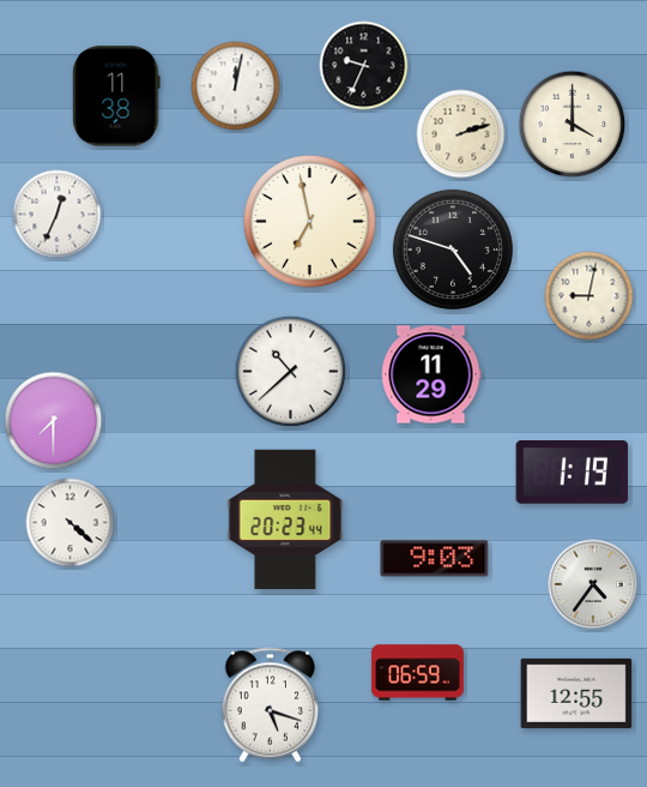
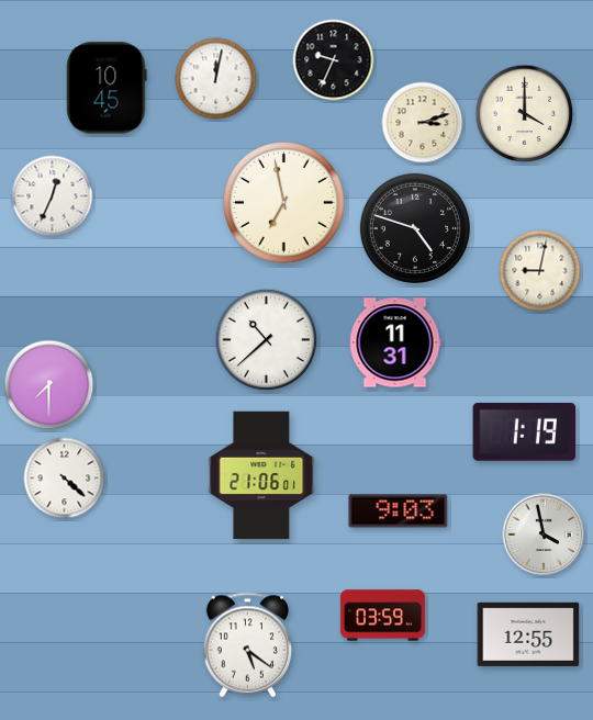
clock at (116, 96): 11:38 -> 10:45
clock at (461, 134): 2:12 -> 3:12
clock at (431, 374): 11:29 -> 11:31
clock at (285, 519): 20:23 -> 21:06
clock at (593, 584): 4:36 -> 3:58
clock at (417, 673): 06:59 -> 03:59
clock at (270, 705): 5:18 -> 5:21
